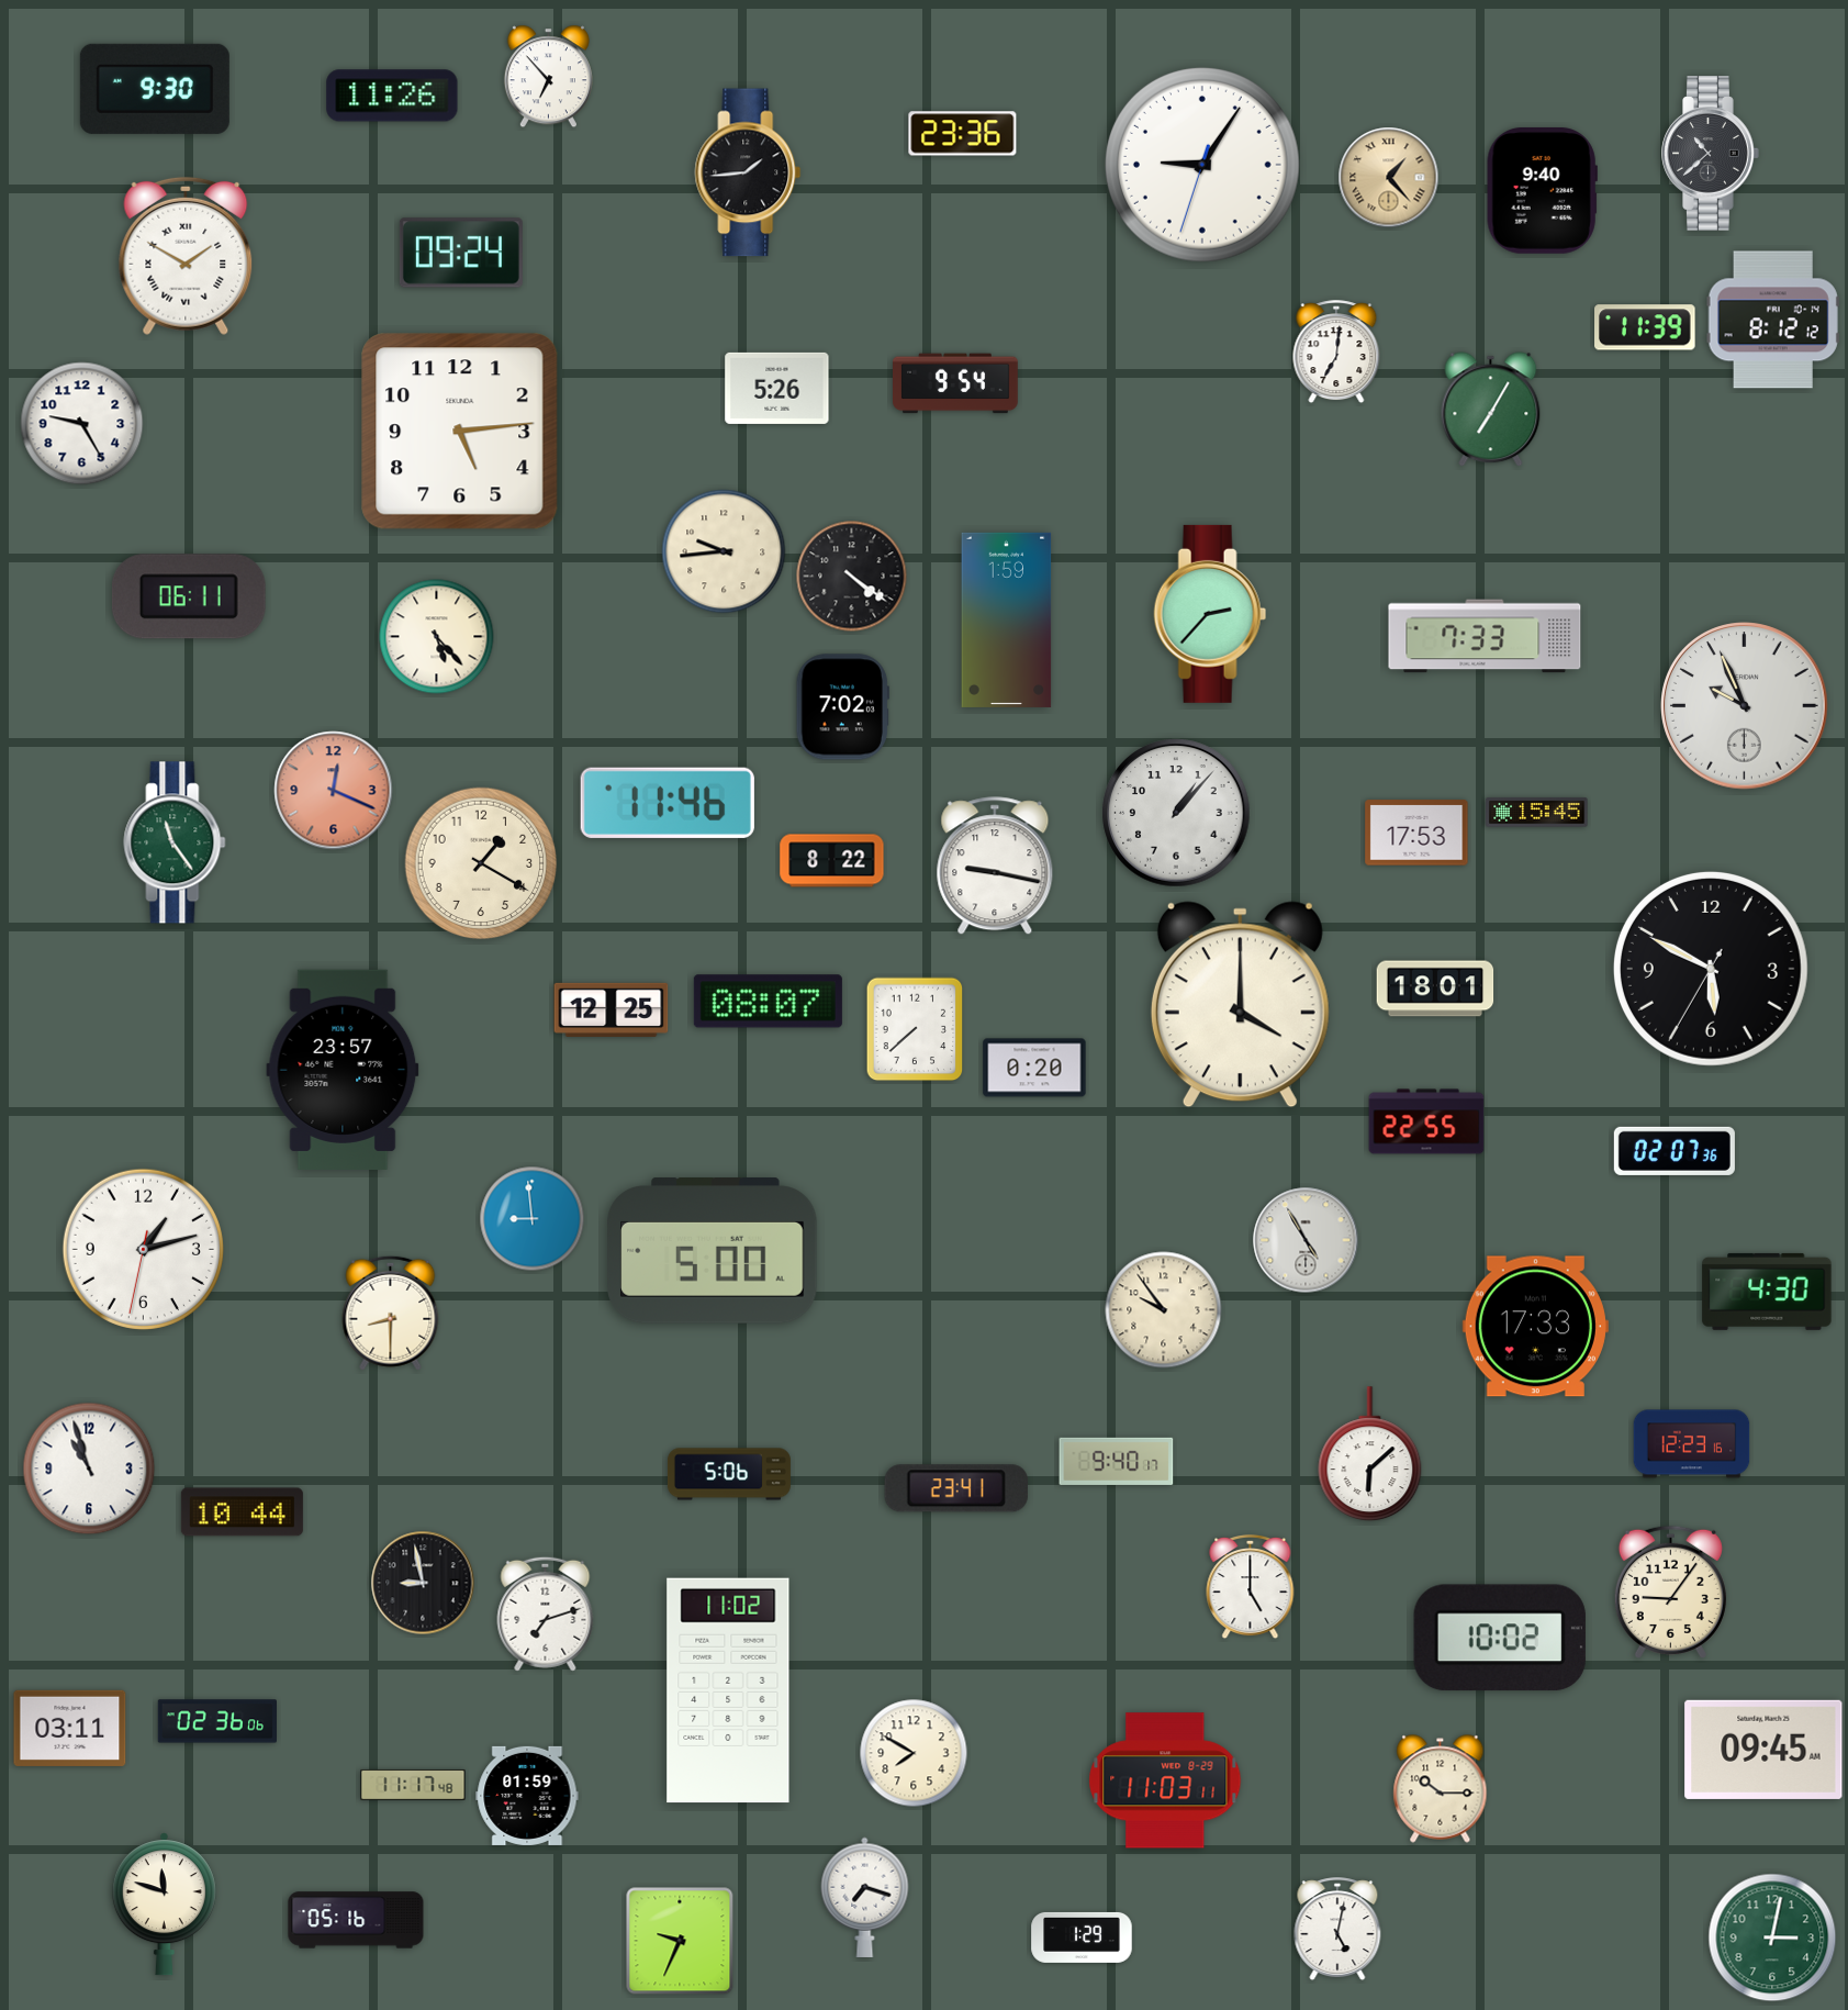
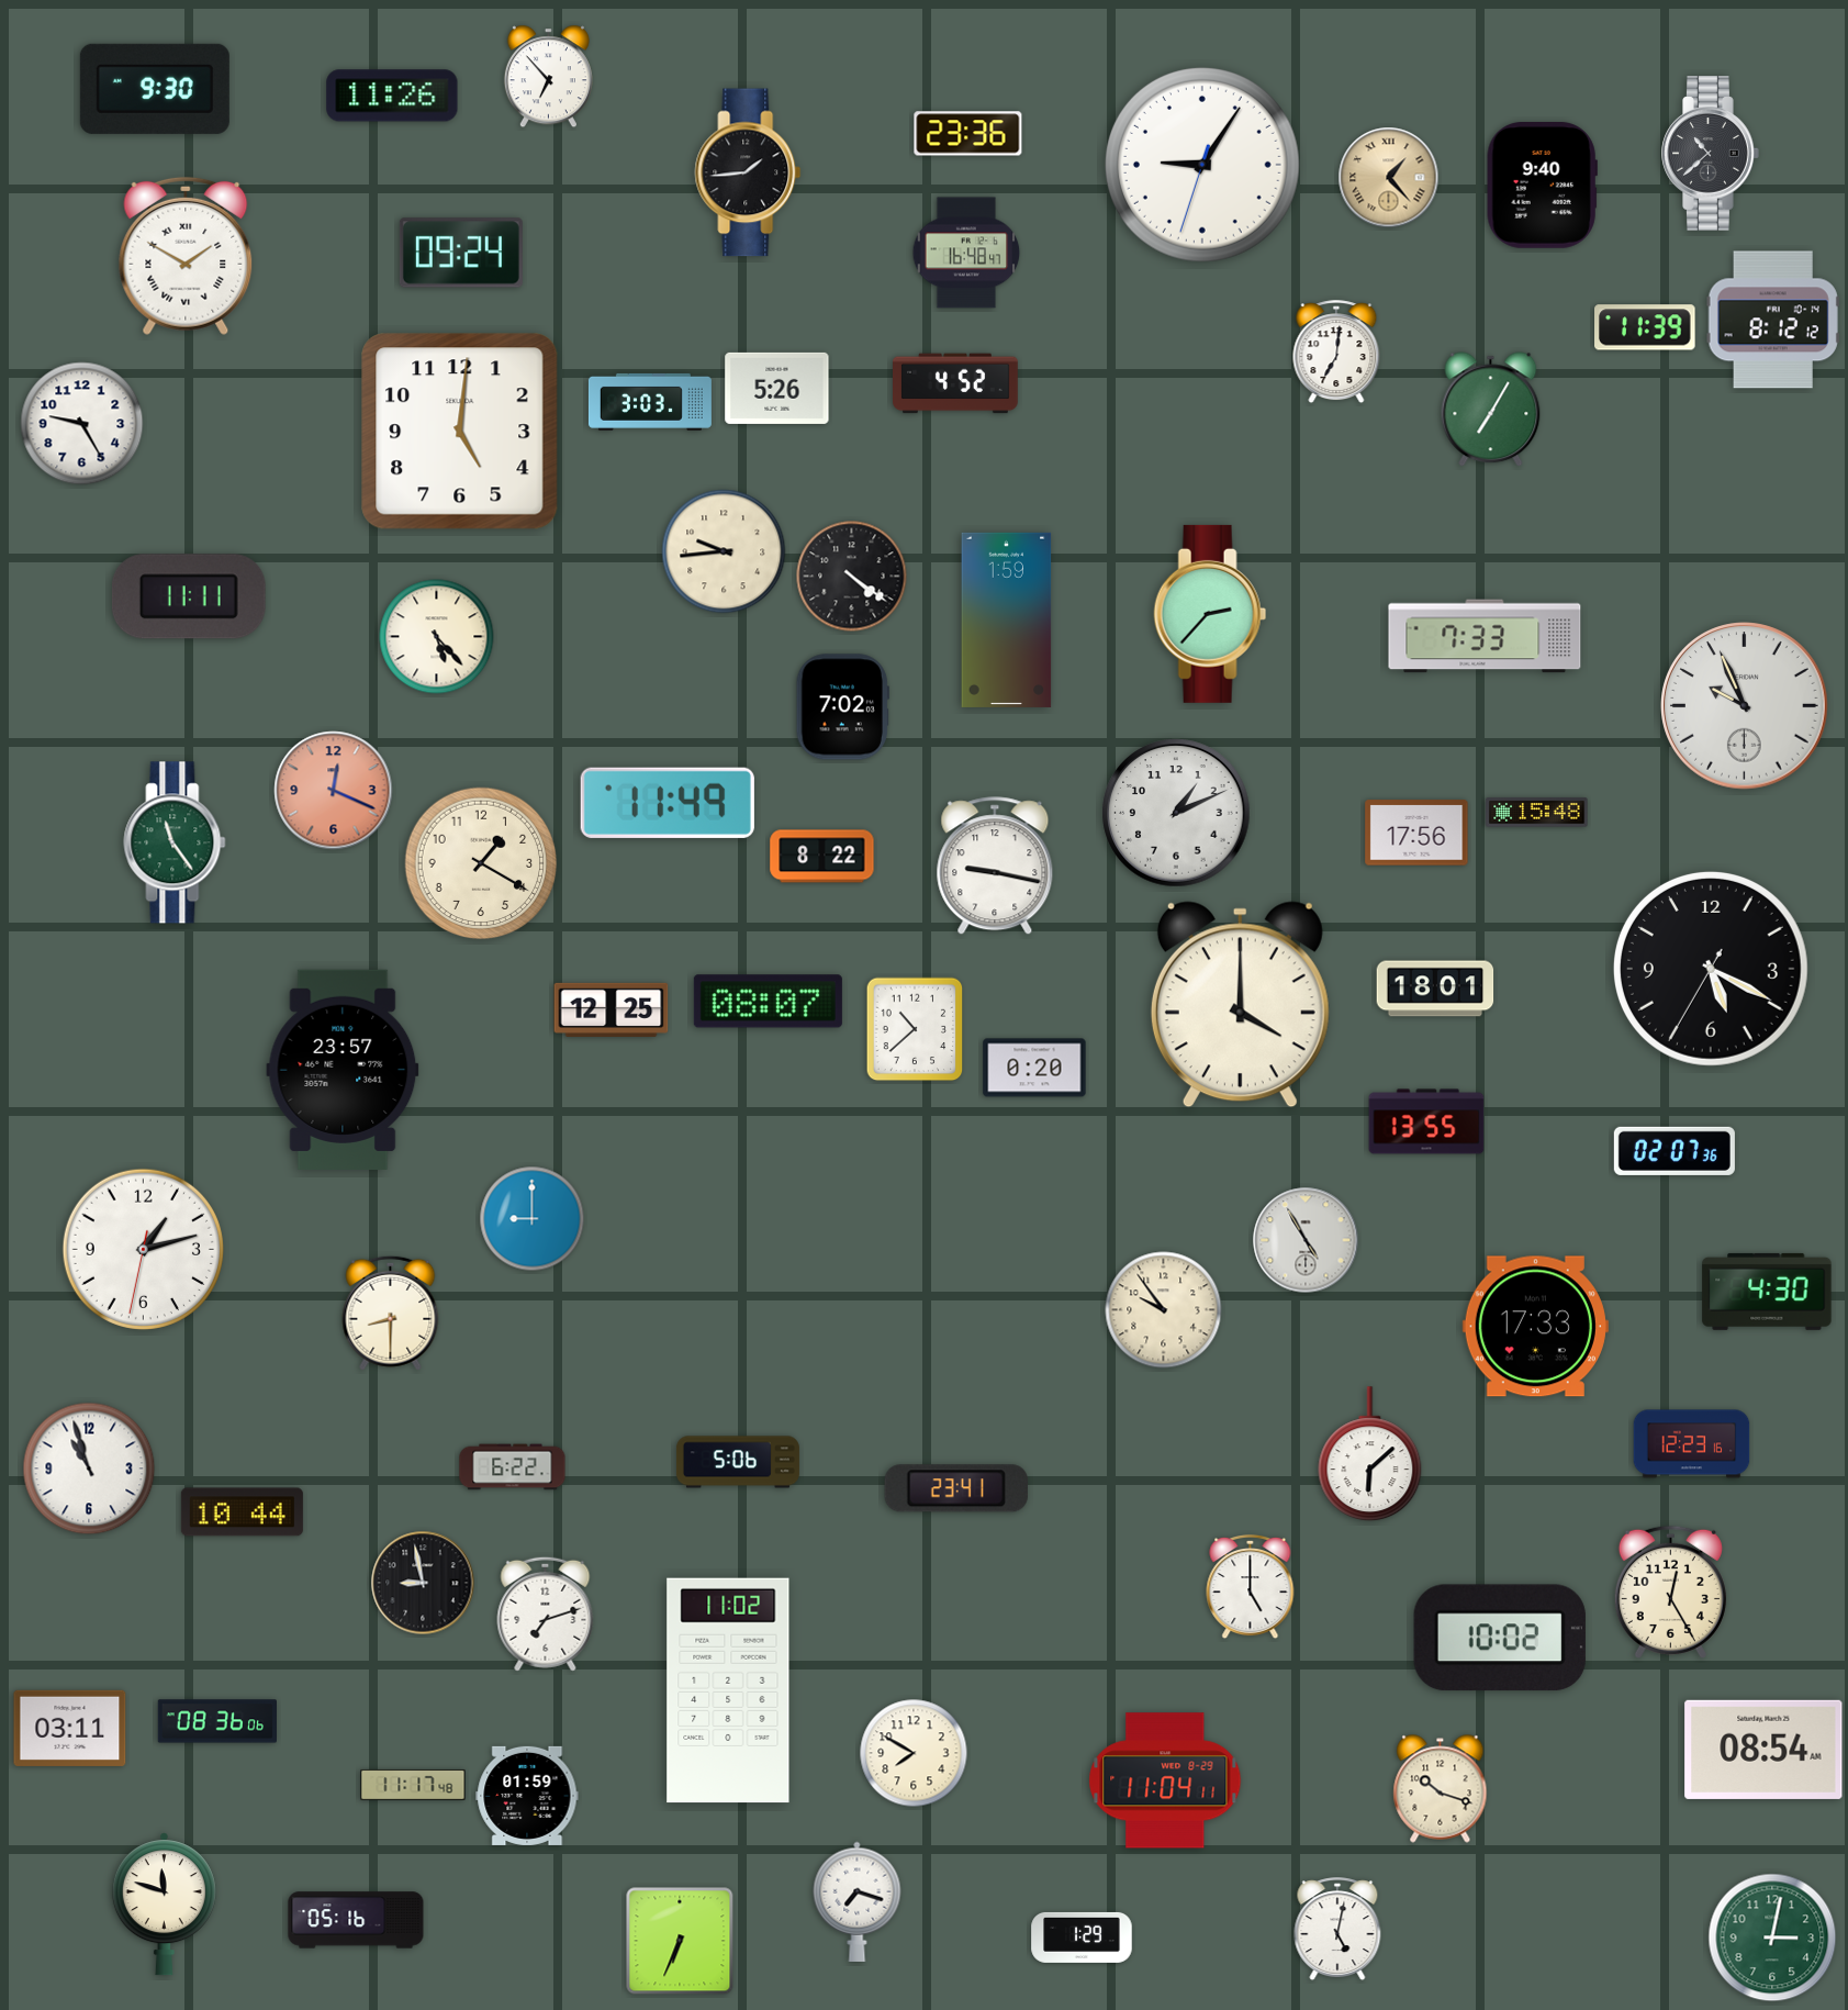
clock at (963, 134) position: (963, 134) -> (968, 134)
clock at (1542, 191) position: (1542, 191) -> (1542, 186)
clock at (966, 253): none -> 16:48
clock at (956, 383): 9:54 -> 4:52
clock at (650, 402): none -> 3:03
clock at (460, 432): 5:14 -> 5:01
clock at (189, 596): 06:11 -> 11:11
clock at (668, 803): 11:46 -> 11:49
clock at (1176, 813): 1:07 -> 1:11
clock at (1537, 813): 15:45 -> 15:48
clock at (1416, 833): 17:53 -> 17:56
clock at (832, 861) position: (832, 861) -> (822, 857)
clock at (1711, 969): 5:49 -> 5:19
clock at (915, 1029): 7:38 -> 10:38
clock at (1426, 1121): 22:55 -> 13:55
clock at (533, 1219): 8:59 -> 9:00
clock at (713, 1251): 5:00 -> none
clock at (1117, 1461): 9:40 -> none
clock at (513, 1467): none -> 6:22
clock at (729, 1474) position: (729, 1474) -> (738, 1462)
clock at (1670, 1592): 9:06 -> 12:25
clock at (216, 1721): 02:36 -> 08:36
clock at (1763, 1750): 09:45 -> 08:54
clock at (1165, 1780): 11:03 -> 11:04
clock at (1441, 1789): 10:15 -> 10:18
clock at (865, 1897) position: (865, 1897) -> (858, 1901)
clock at (680, 1941): 9:34 -> 6:34
